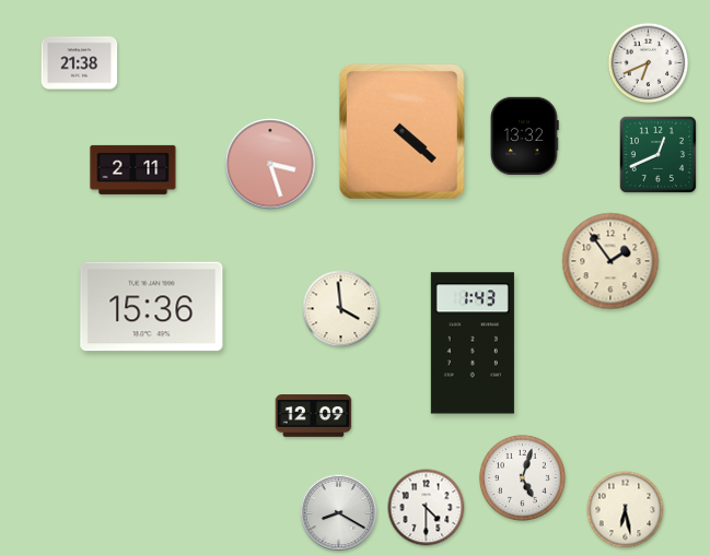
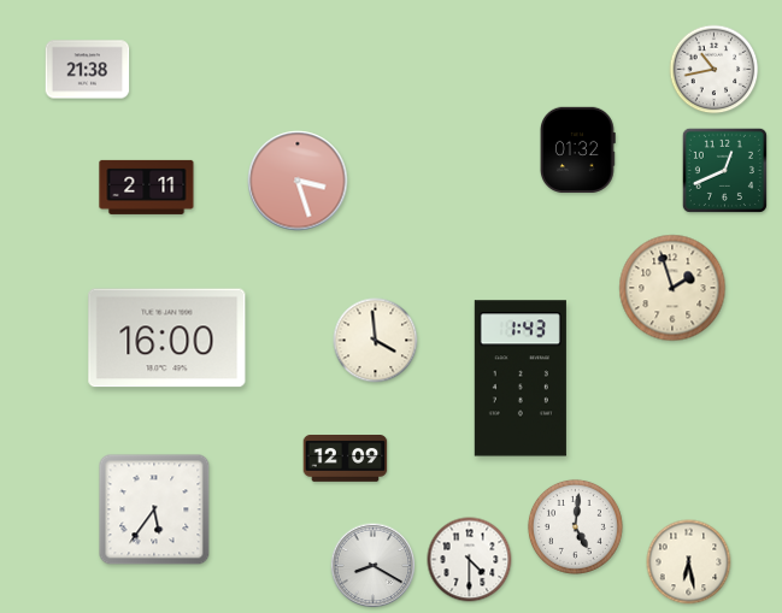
clock at (649, 63): 6:41 -> 10:43
clock at (401, 132): 4:22 -> none
clock at (525, 135): 13:32 -> 01:32
clock at (610, 261): 1:54 -> 1:57
clock at (152, 307): 15:36 -> 16:00
clock at (154, 509): none -> 5:36
clock at (522, 477): 5:03 -> 5:01
